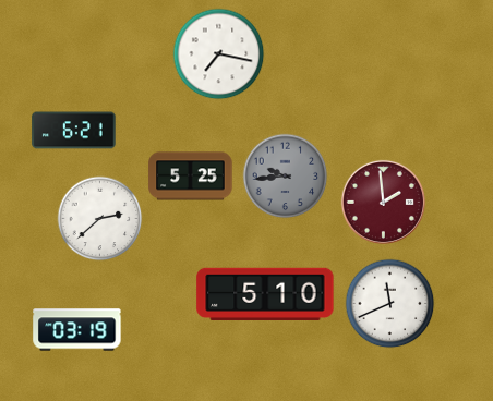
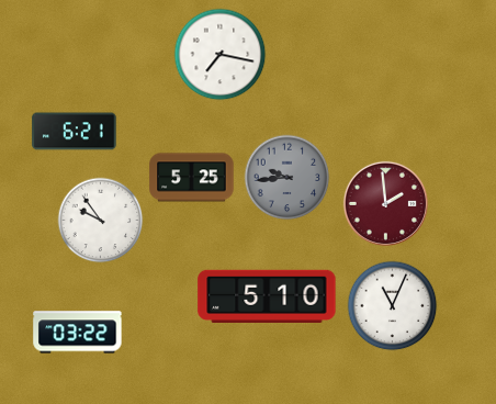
clock at (99, 218): 2:38 -> 9:54
clock at (389, 303): 11:41 -> 11:04
clock at (77, 330): 03:19 -> 03:22
